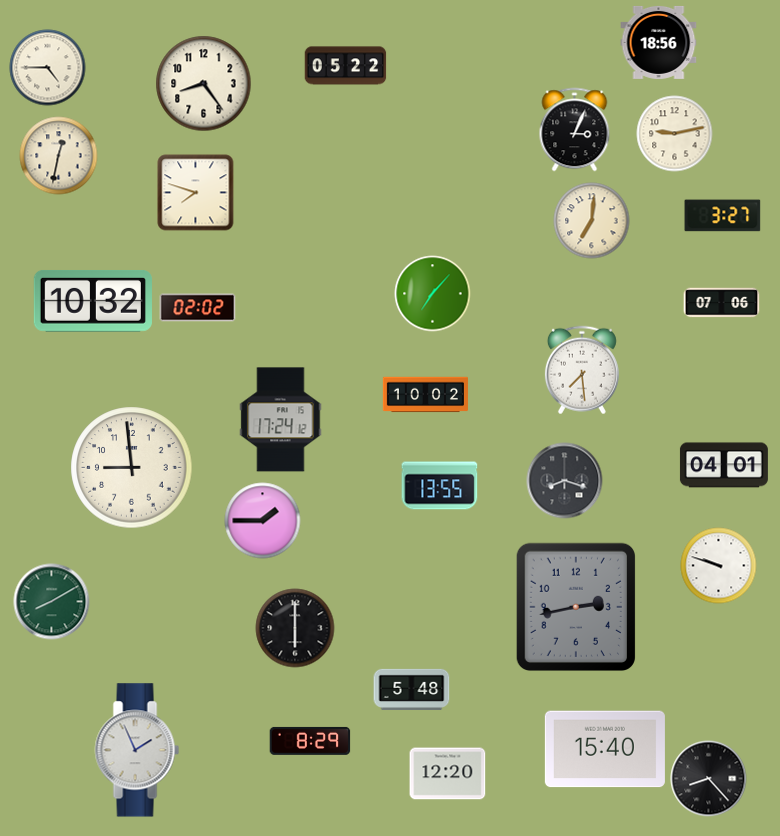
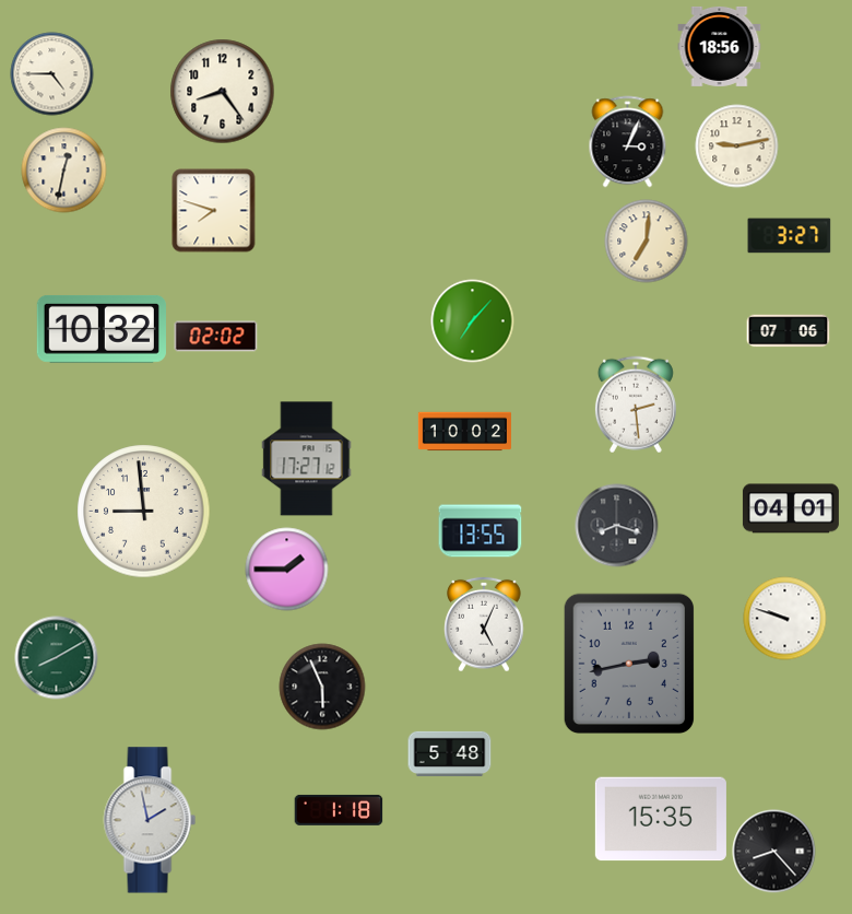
clock at (346, 66): 05:22 -> none
clock at (582, 370): 7:29 -> 2:29
clock at (281, 420): 17:24 -> 17:27
clock at (484, 624): none -> 5:04
clock at (295, 628): 6:00 -> 5:56
clock at (310, 741): 8:29 -> 1:18
clock at (605, 749): 15:40 -> 15:35
clock at (137, 750): 1:56 -> 1:58
clock at (448, 774): 12:20 -> none
